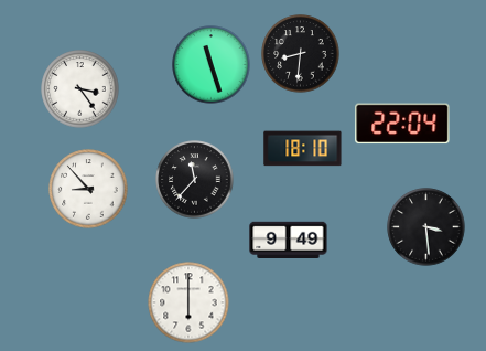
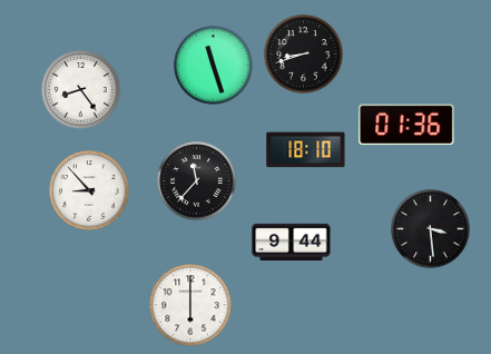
clock at (301, 54): 8:31 -> 8:42
clock at (80, 89): 3:24 -> 8:24
clock at (402, 124): 22:04 -> 01:36
clock at (289, 241): 9:49 -> 9:44
